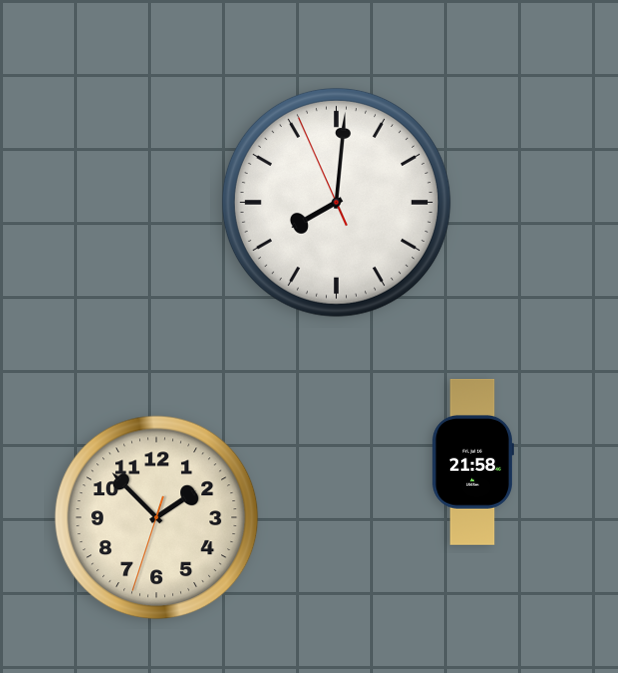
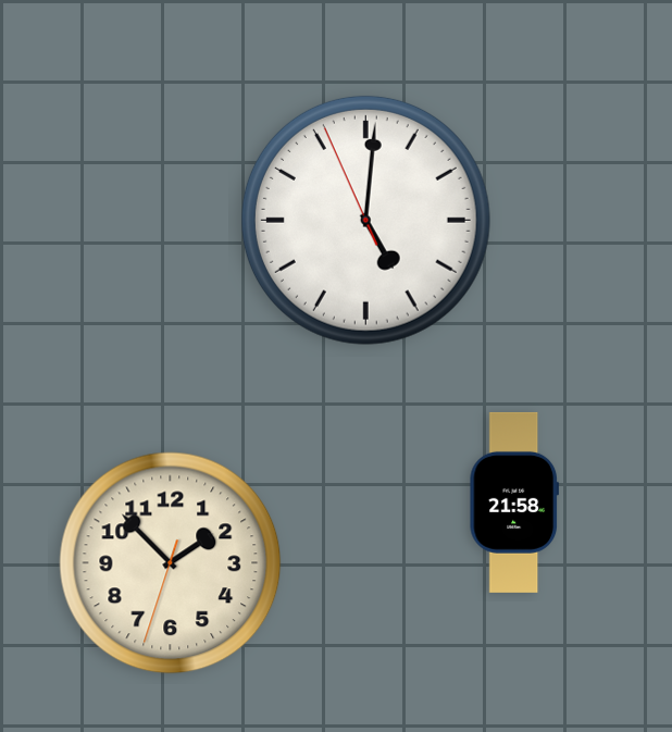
clock at (336, 202): 8:00 -> 5:00
